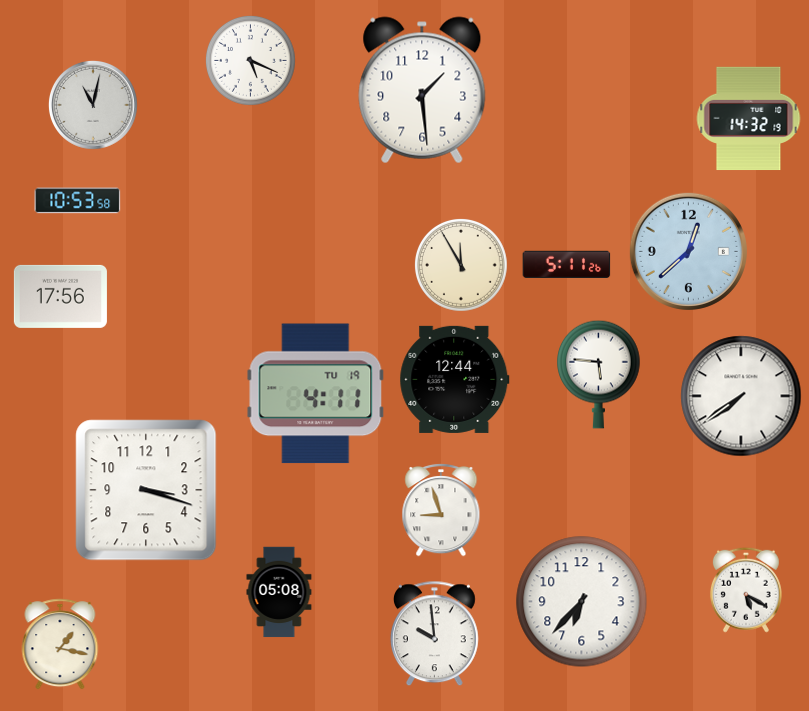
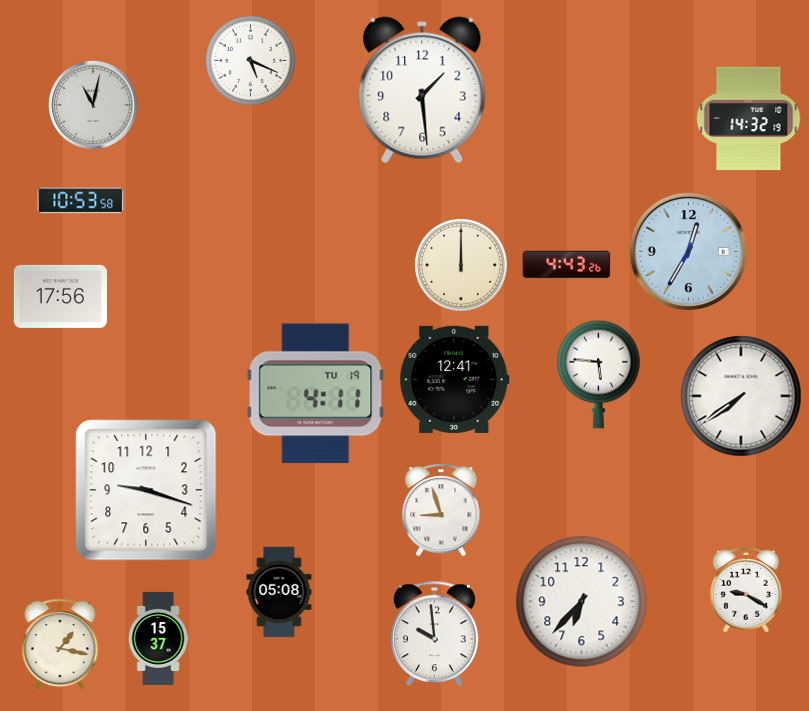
clock at (78, 201) position: (78, 201) -> (81, 201)
clock at (688, 251): 12:38 -> 12:35
clock at (567, 264): 5:11 -> 4:43
clock at (462, 266): 11:55 -> 12:00
clock at (455, 379): 12:44 -> 12:41
clock at (146, 490): 3:18 -> 9:18
clock at (746, 590): 5:20 -> 9:20
clock at (158, 638): none -> 15:37
